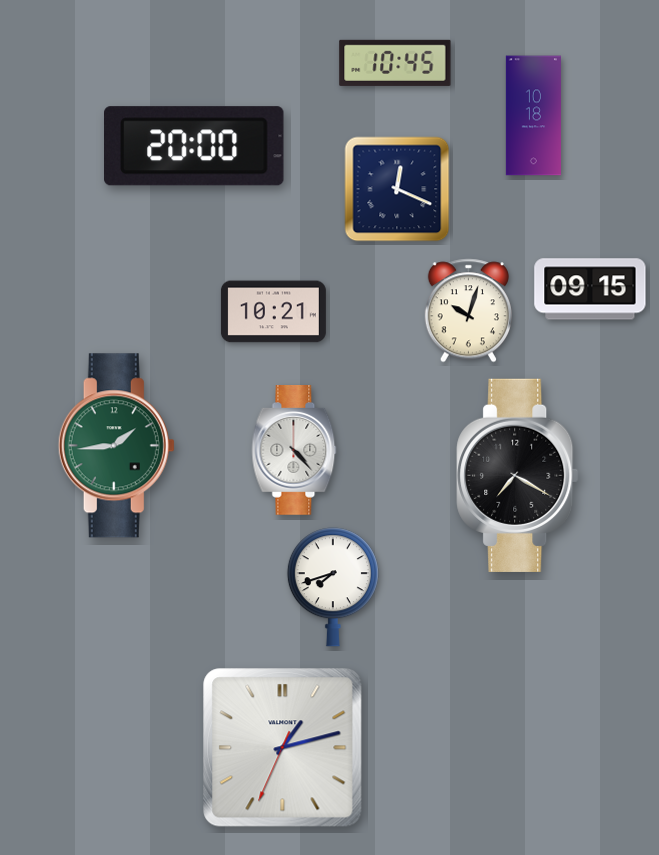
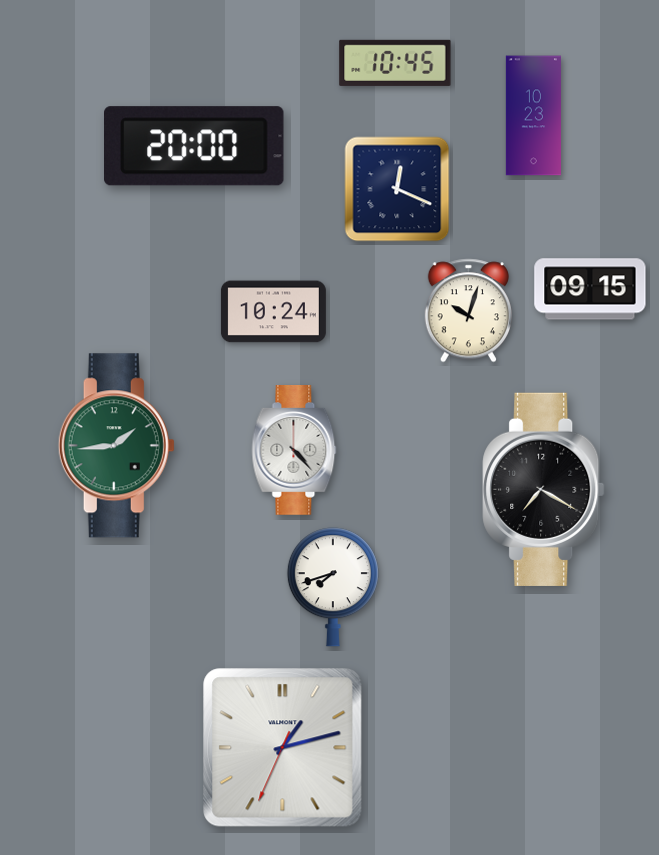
clock at (533, 116): 10:18 -> 10:23
clock at (273, 312): 10:21 -> 10:24
clock at (518, 475) position: (518, 475) -> (544, 489)
